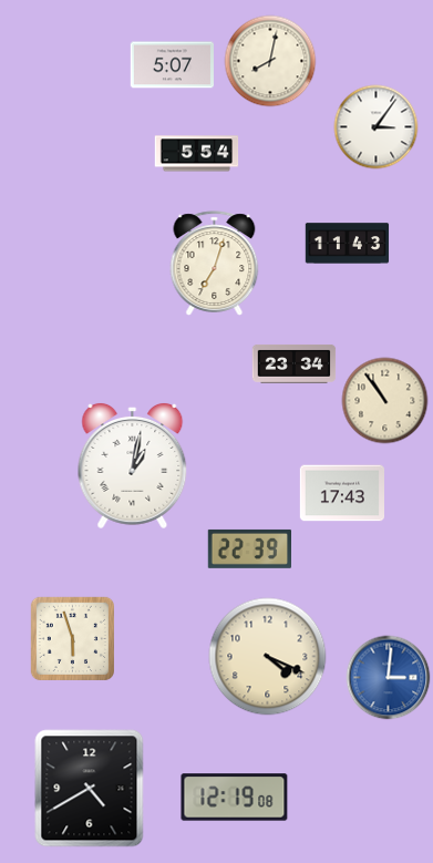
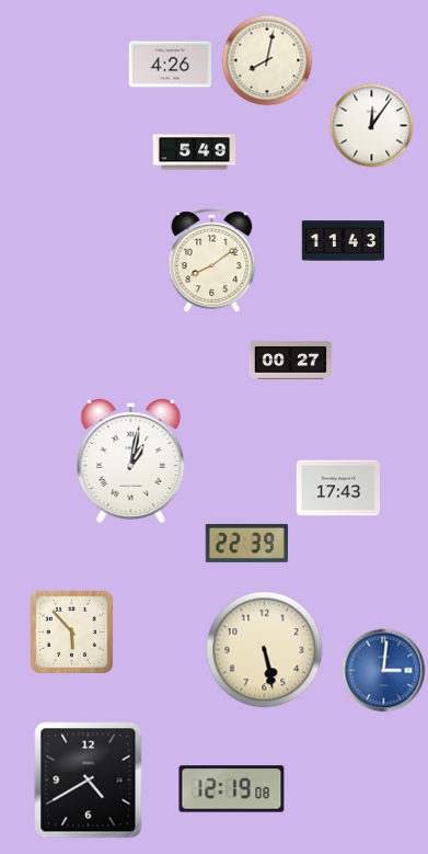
clock at (173, 65): 5:07 -> 4:26
clock at (377, 127): 3:06 -> 12:06
clock at (197, 154): 5:54 -> 5:49
clock at (215, 264): 7:03 -> 8:09
clock at (295, 363): 23:34 -> 00:27
clock at (385, 401): 10:54 -> none
clock at (72, 638): 5:57 -> 5:53
clock at (268, 657): 4:19 -> 5:28
